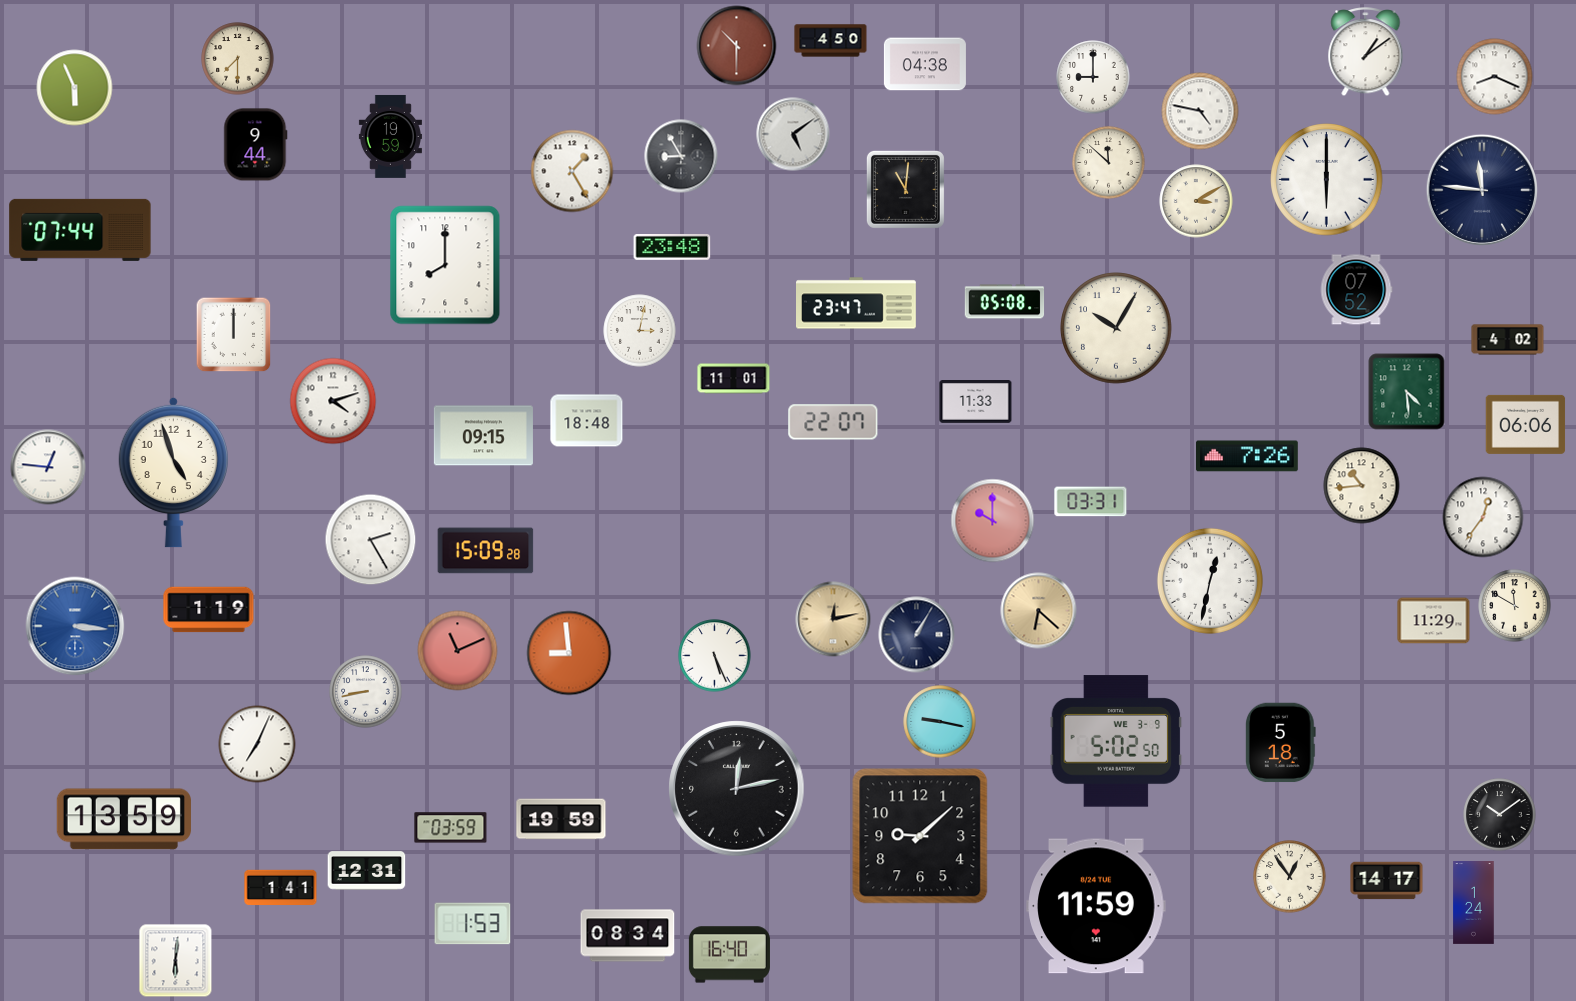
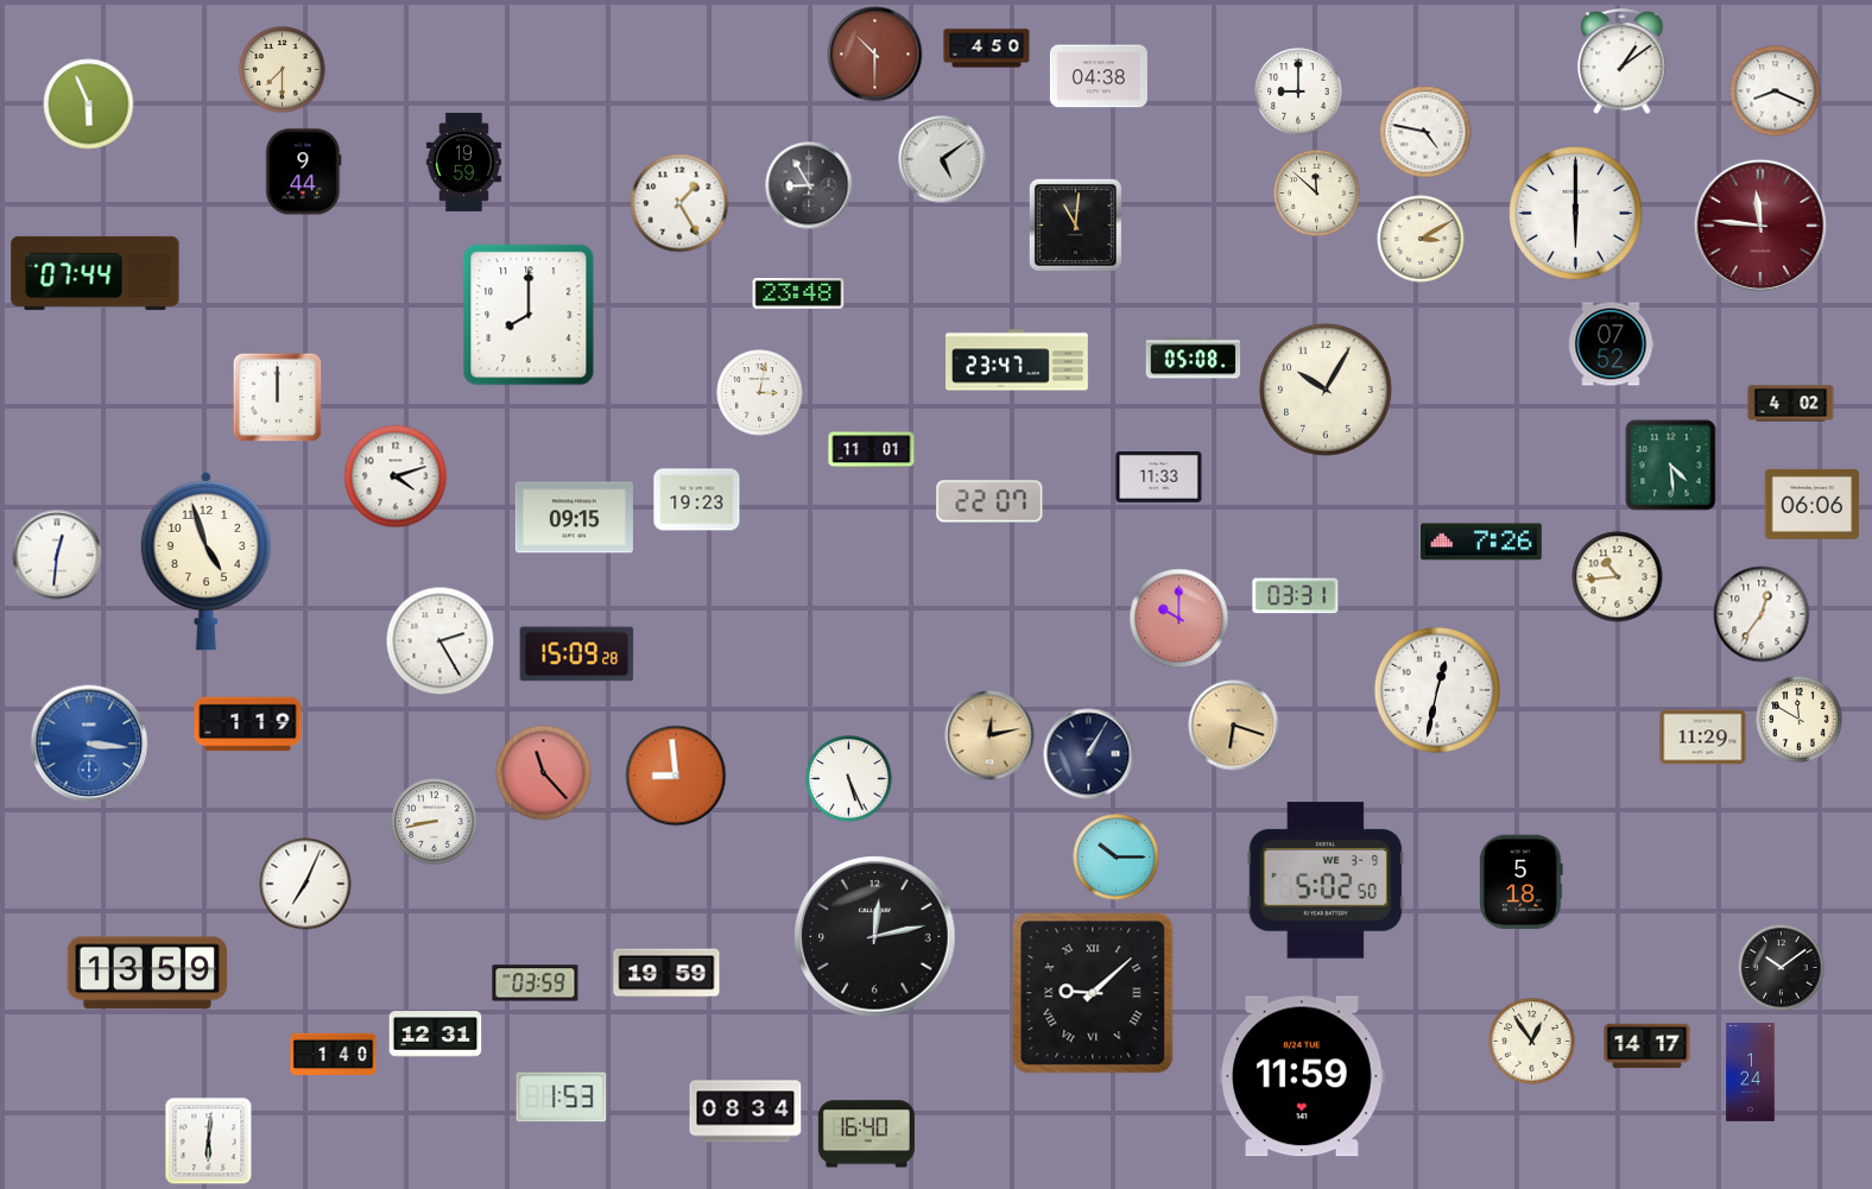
clock at (1482, 190) dial: navy -> burgundy
clock at (587, 421): 18:48 -> 19:23
clock at (48, 467): 12:46 -> 12:31
clock at (1039, 611): 6:22 -> 6:18
clock at (458, 651): 11:11 -> 11:23
clock at (940, 722): 9:17 -> 10:15
clock at (920, 836) numerals: Arabic -> Roman
clock at (281, 888): 1:41 -> 1:40
